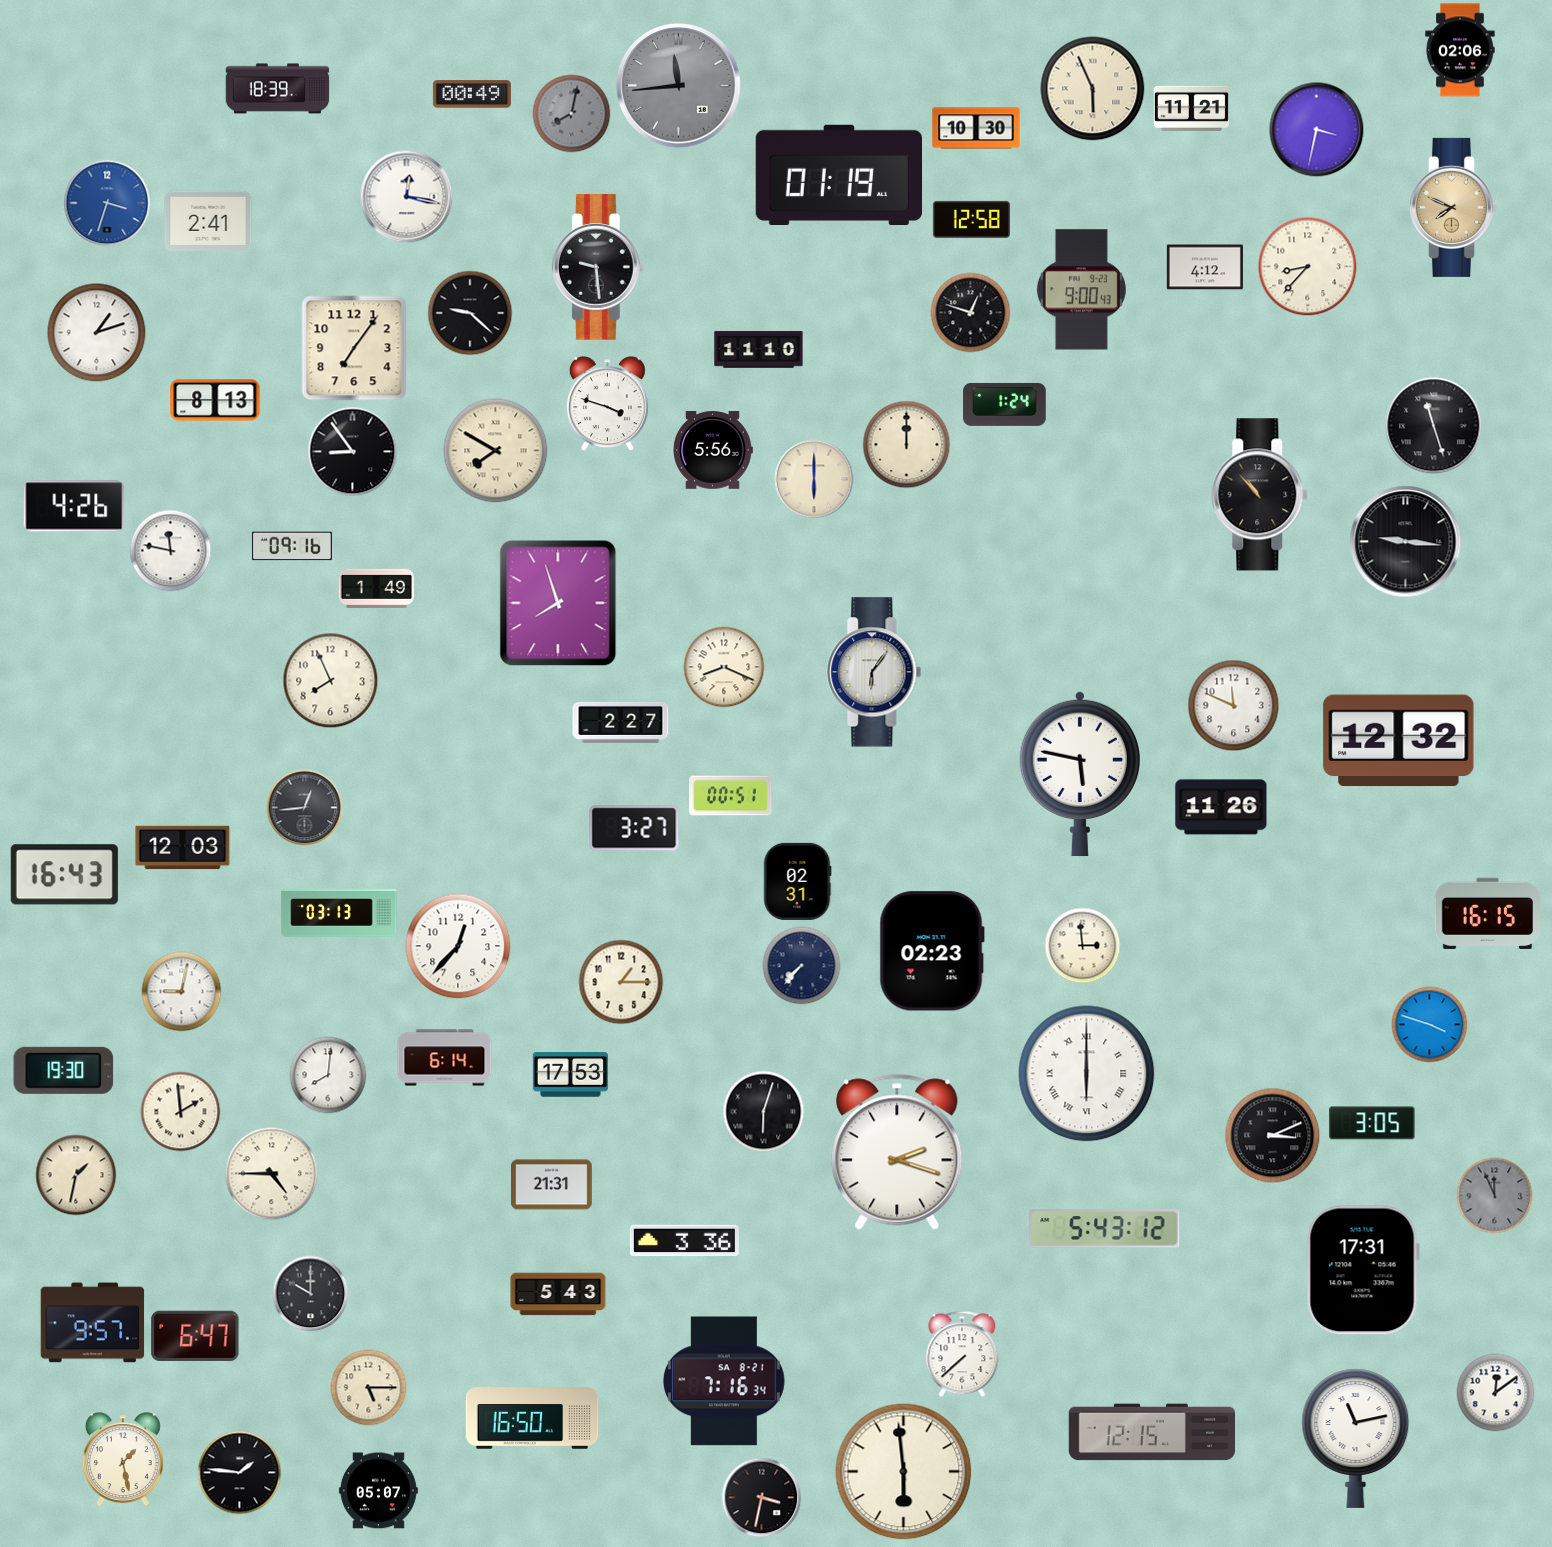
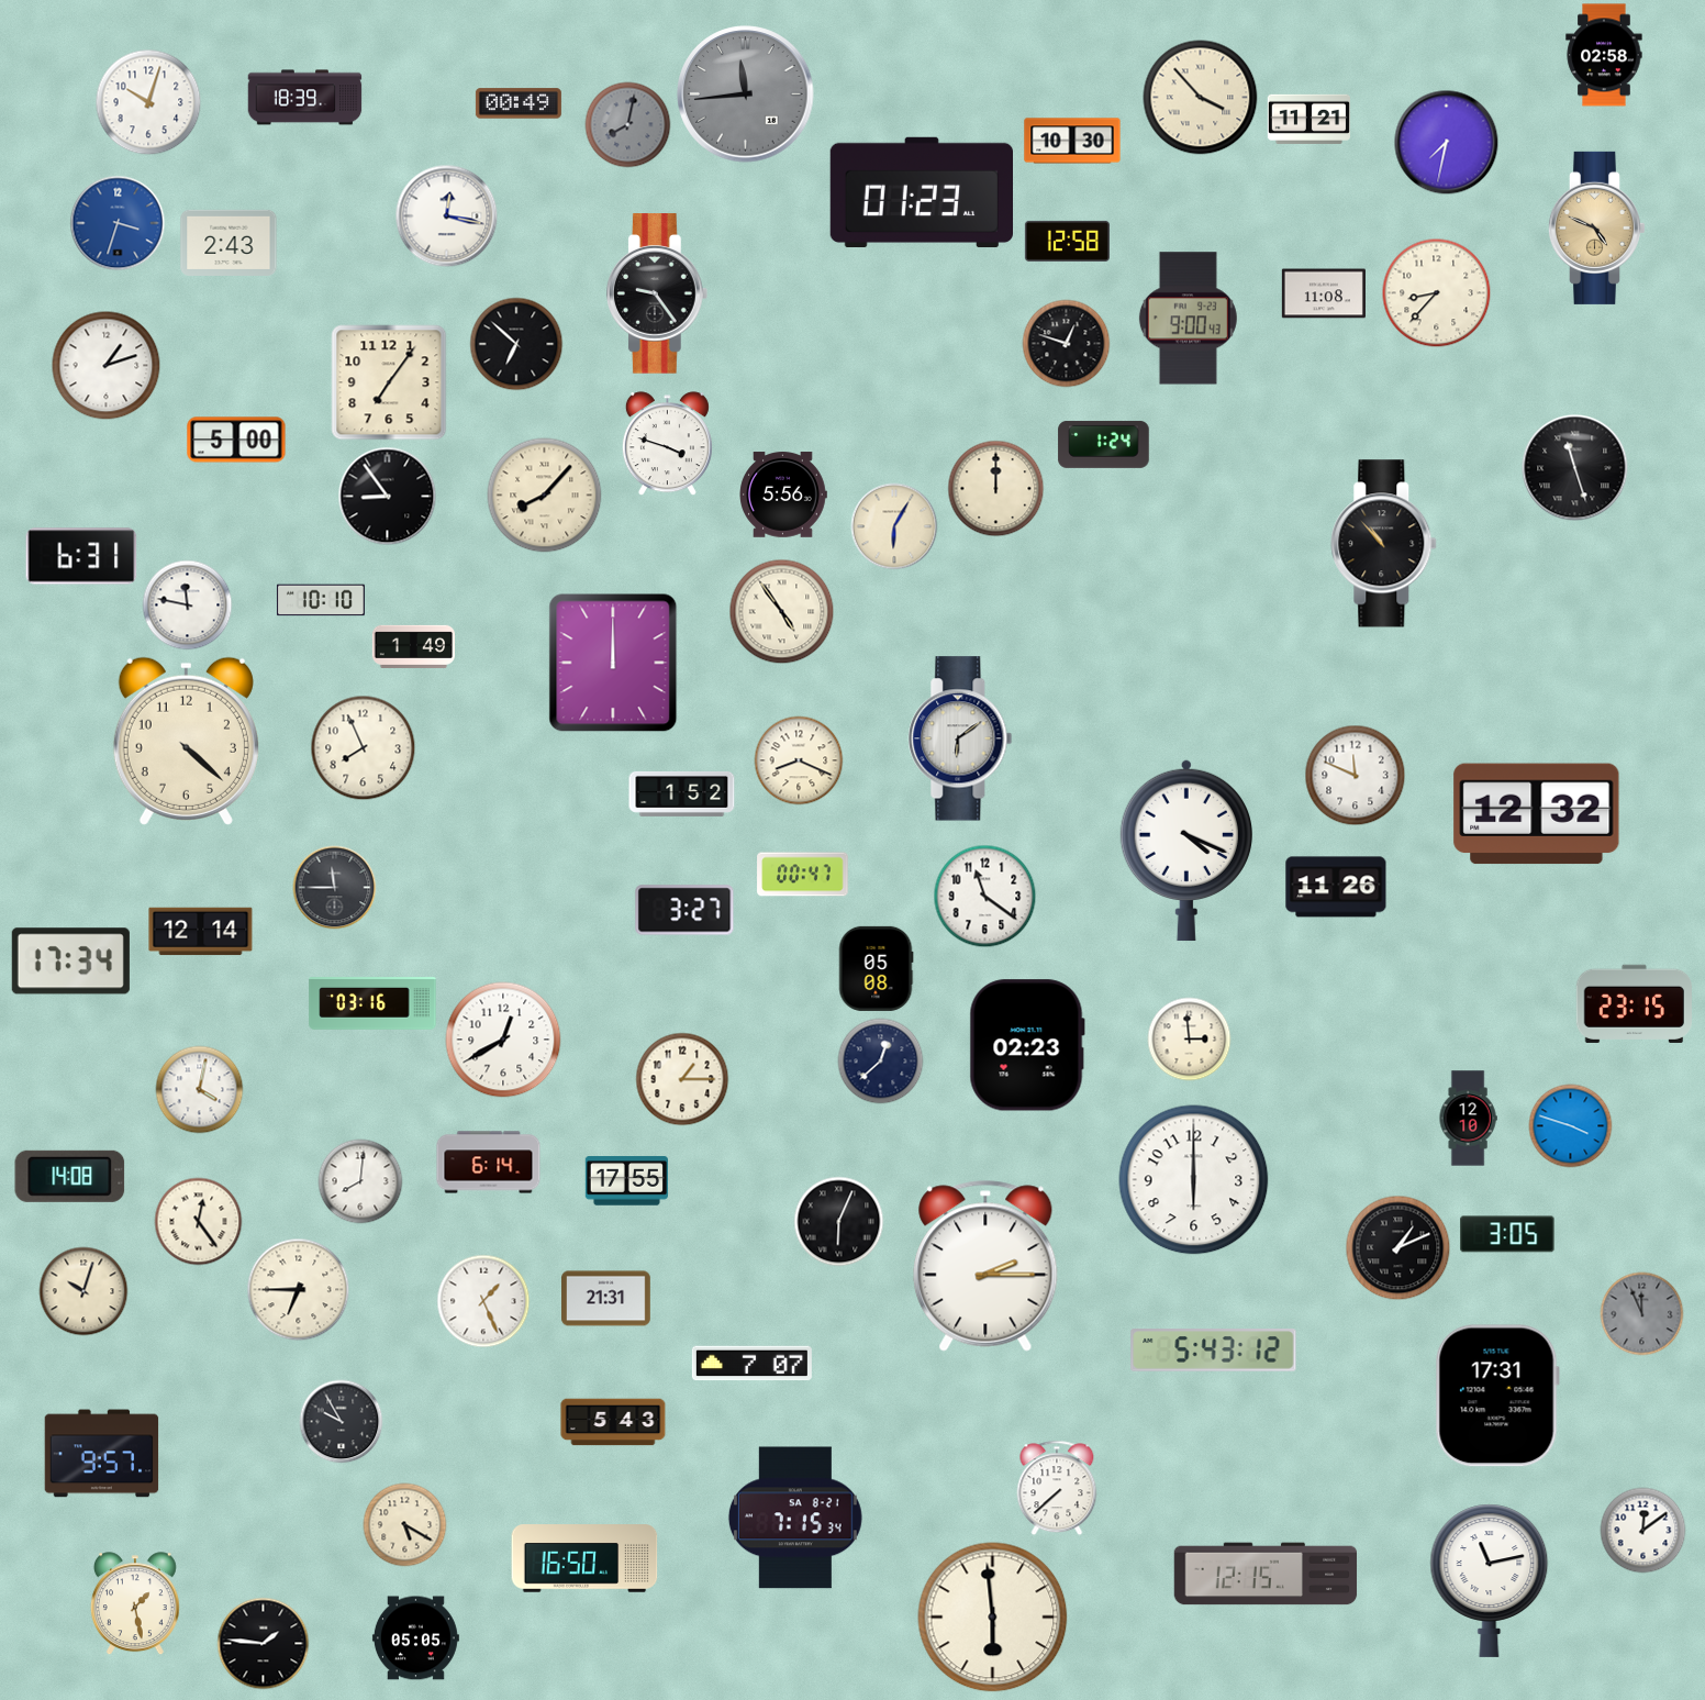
clock at (1460, 50): 02:06 -> 02:58
clock at (1093, 89): 5:56 -> 3:53
clock at (148, 102): none -> 10:03
clock at (1317, 130): 3:32 -> 7:32
clock at (838, 174): 01:19 -> 01:23
clock at (1453, 207): 7:49 -> 4:49
clock at (208, 221): 2:41 -> 2:43
clock at (598, 267): 9:29 -> 9:24
clock at (1205, 267): 4:12 -> 11:08
clock at (470, 313): 9:22 -> 6:52
clock at (759, 350): 11:10 -> none
clock at (215, 400): 8:13 -> 5:00
clock at (496, 451): 7:50 -> 8:07
clock at (814, 479): 6:00 -> 6:05
clock at (74, 506): 4:26 -> 6:31
clock at (1406, 542): 9:16 -> none
clock at (292, 546): 09:16 -> 10:10
clock at (782, 612): none -> 4:54
clock at (558, 603): 7:57 -> 12:00
clock at (724, 667) position: (724, 667) -> (799, 760)
clock at (874, 672): 6:06 -> 6:09
clock at (186, 741): none -> 4:22
clock at (621, 722): 2:27 -> 1:52
clock at (1080, 774): 5:47 -> 4:19
clock at (731, 796): 00:51 -> 00:47
clock at (1221, 807) position: (1221, 807) -> (1336, 887)
clock at (305, 808): 12:44 -> 11:45
clock at (985, 897): none -> 11:21
clock at (634, 828) position: (634, 828) -> (684, 910)
clock at (183, 848): 12:03 -> 12:14
clock at (64, 875): 16:43 -> 17:34
clock at (797, 881): 02:31 -> 05:08
clock at (1487, 913): 16:15 -> 23:15
clock at (339, 914): 03:13 -> 03:16
clock at (458, 946): 12:37 -> 12:40
clock at (932, 951) position: (932, 951) -> (1027, 1045)
clock at (802, 966): 7:37 -> 12:38
clock at (182, 992): 9:02 -> 4:02
clock at (1468, 1119): none -> 12:10
clock at (64, 1070): 19:30 -> 14:08
clock at (1087, 1074) numerals: Roman -> Arabic
clock at (570, 1075): 17:53 -> 17:55
clock at (181, 1112): 1:59 -> 12:24
clock at (764, 1112): 6:03 -> 6:04
clock at (1273, 1136): 3:11 -> 1:11
clock at (897, 1152): 2:18 -> 2:15
clock at (272, 1174): 4:45 -> 6:45
clock at (76, 1175): 1:32 -> 10:03
clock at (483, 1301): none -> 1:26
clock at (552, 1185) position: (552, 1185) -> (606, 1299)
clock at (684, 1241): 3:36 -> 7:07
clock at (311, 1294): 10:00 -> 9:55
clock at (195, 1336): 6:47 -> none
clock at (724, 1381): 7:16 -> 7:15
clock at (369, 1388): 5:15 -> 5:20
clock at (240, 1473) position: (240, 1473) -> (264, 1644)
clock at (378, 1491): 05:07 -> 05:05
clock at (762, 1498): 3:32 -> none
